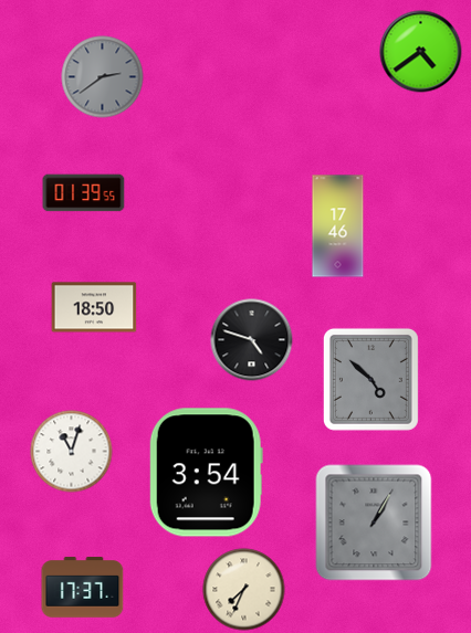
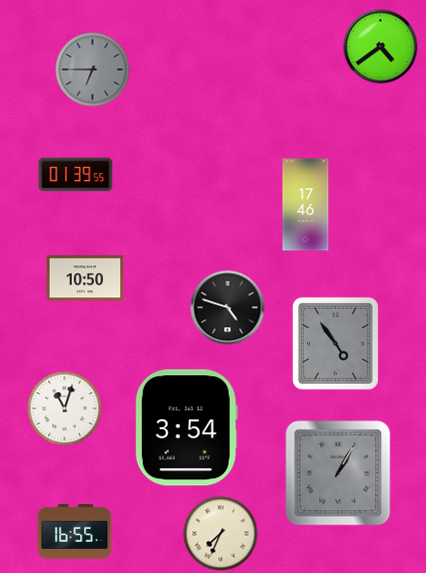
clock at (103, 77): 2:39 -> 6:45
clock at (94, 307): 18:50 -> 10:50
clock at (370, 379): 4:52 -> 4:54
clock at (83, 588): 17:37 -> 16:55
